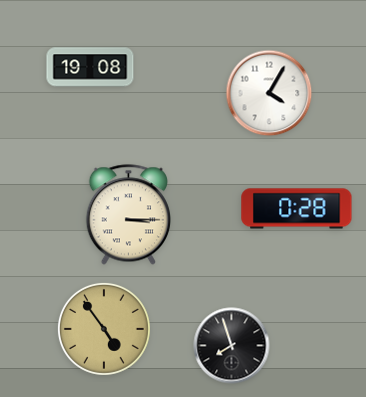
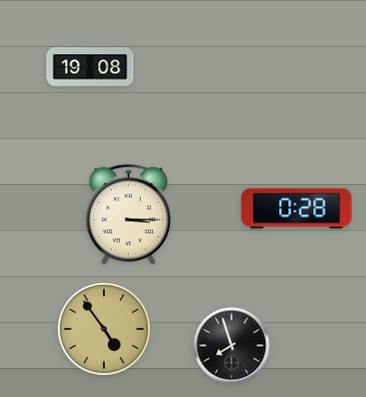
clock at (269, 93): 4:05 -> none
